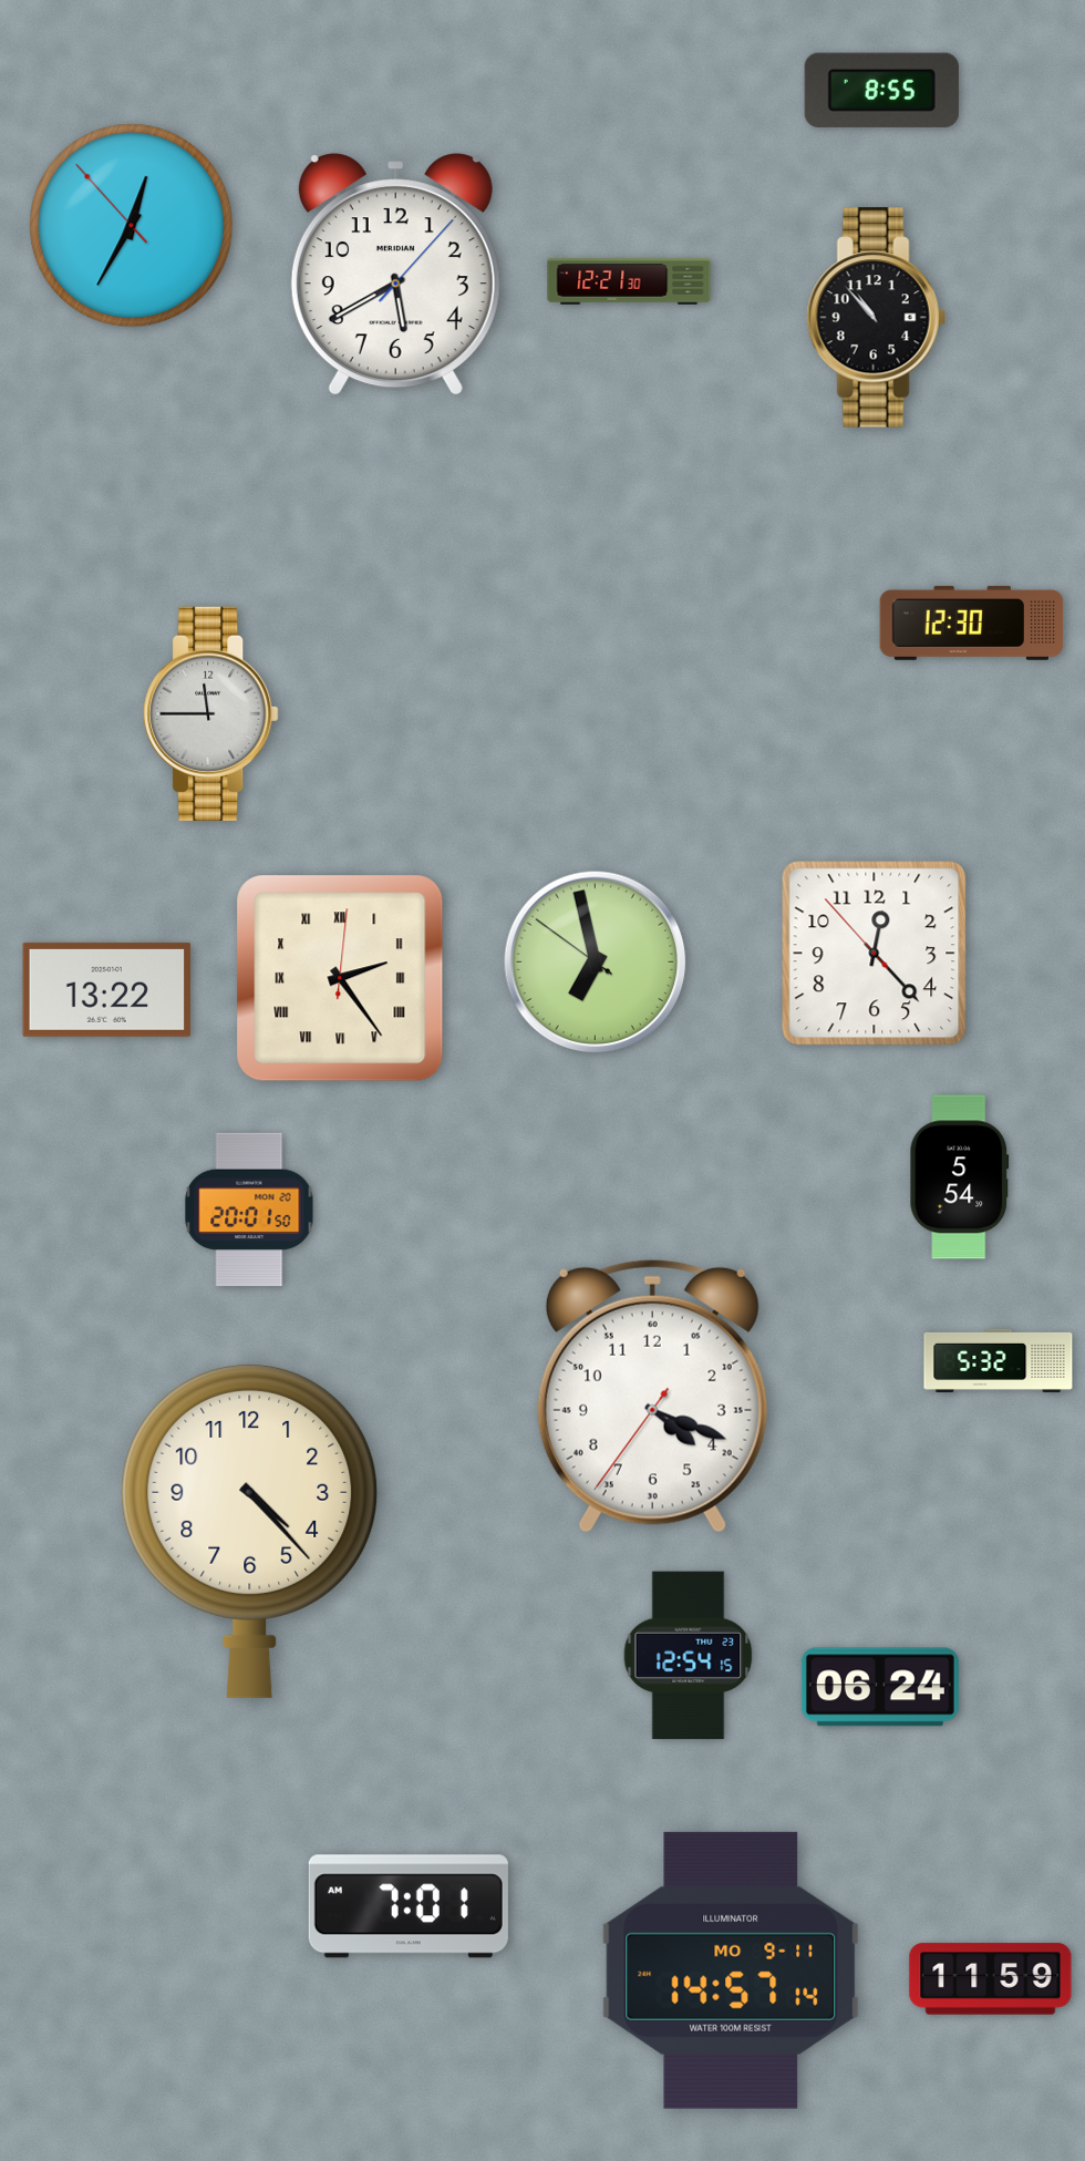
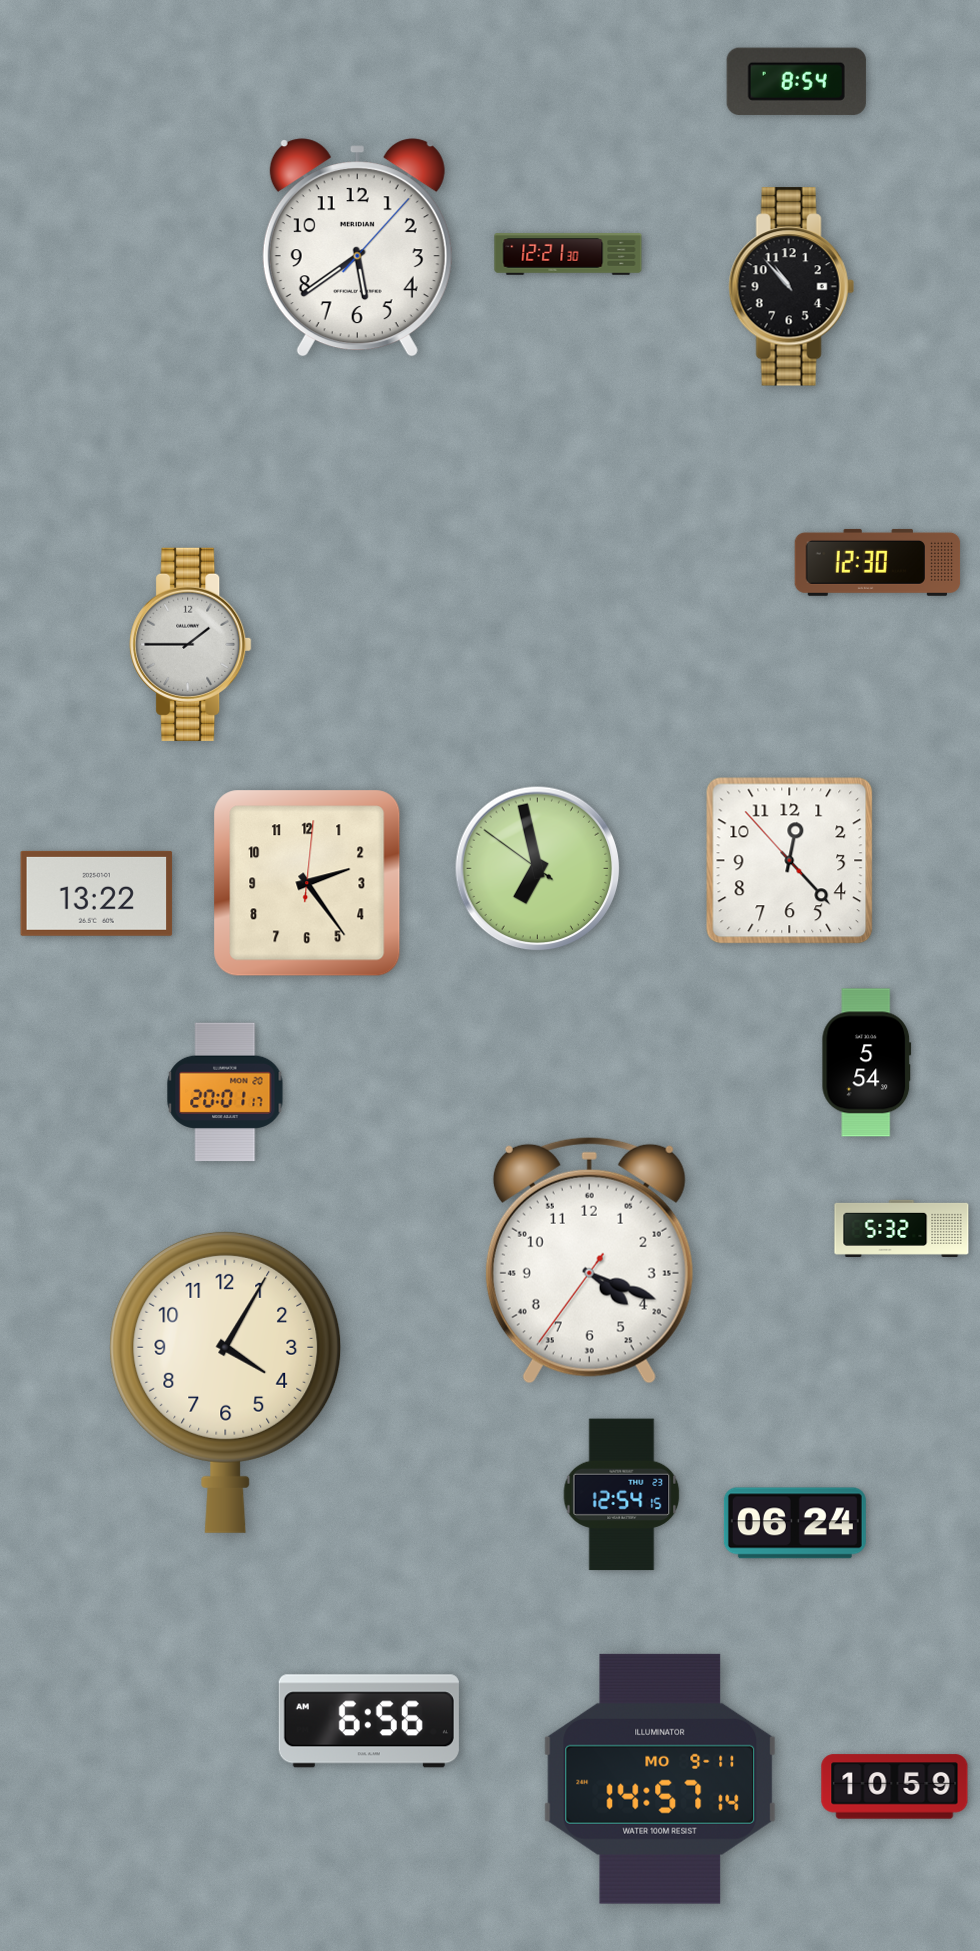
clock at (881, 90): 8:55 -> 8:54
clock at (132, 226): 12:34 -> none
clock at (395, 275): 5:40 -> 5:39
clock at (211, 713): 11:45 -> 1:45
clock at (340, 978) numerals: Roman -> Arabic
clock at (249, 1210): 20:01:50 -> 20:01:17
clock at (250, 1531): 4:23 -> 4:05
clock at (409, 1906): 7:01 -> 6:56
clock at (991, 1979): 11:59 -> 10:59
